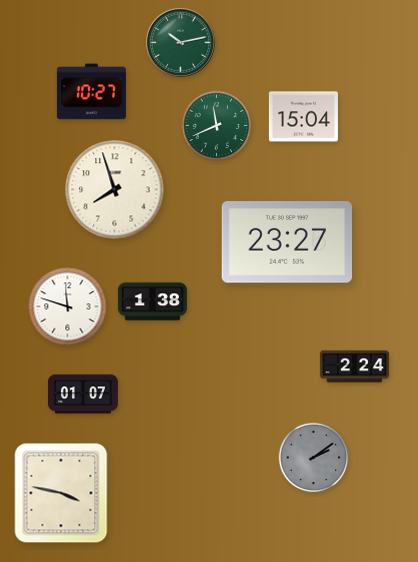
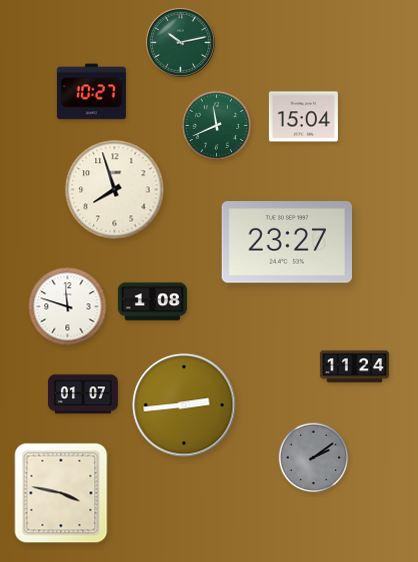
clock at (152, 302): 1:38 -> 1:08
clock at (354, 367): 2:24 -> 11:24
clock at (184, 405): none -> 2:44
